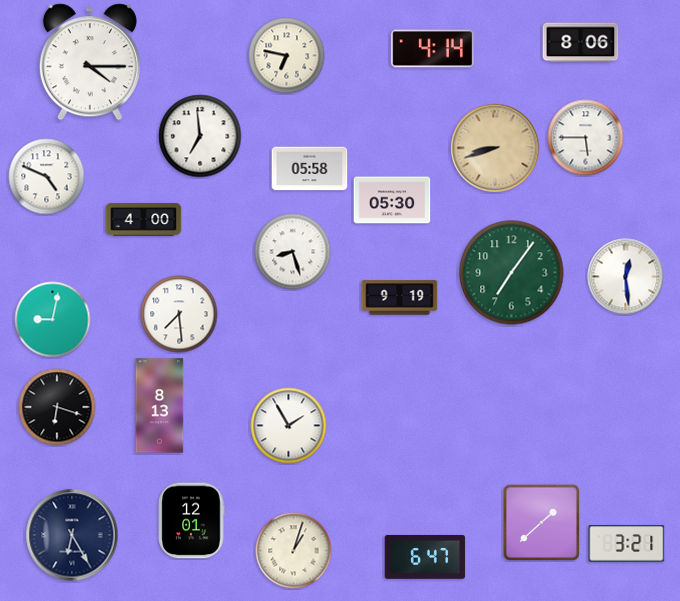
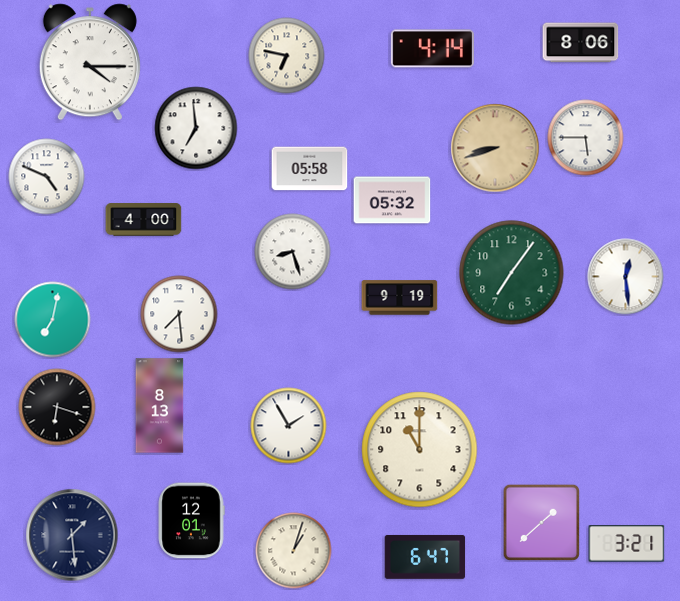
clock at (200, 136) position: (200, 136) -> (196, 128)
clock at (392, 200): 05:30 -> 05:32
clock at (53, 320): 9:02 -> 7:02
clock at (420, 450): none -> 11:00
clock at (72, 535): 6:25 -> 1:29
